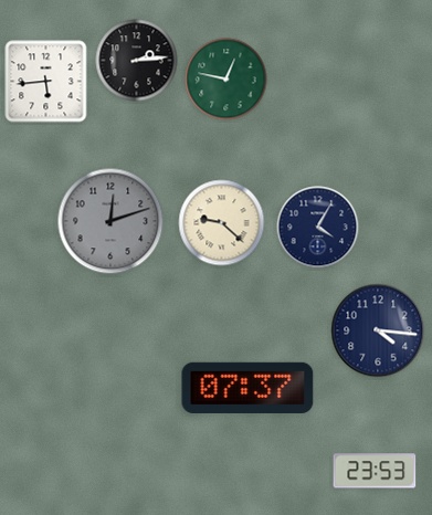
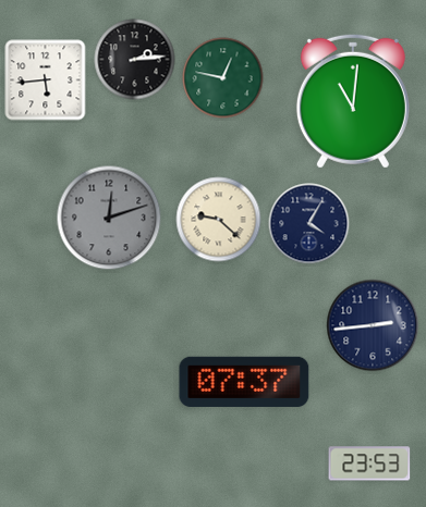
clock at (353, 101): none -> 11:01
clock at (318, 228) position: (318, 228) -> (309, 224)
clock at (378, 330): 4:16 -> 2:44
